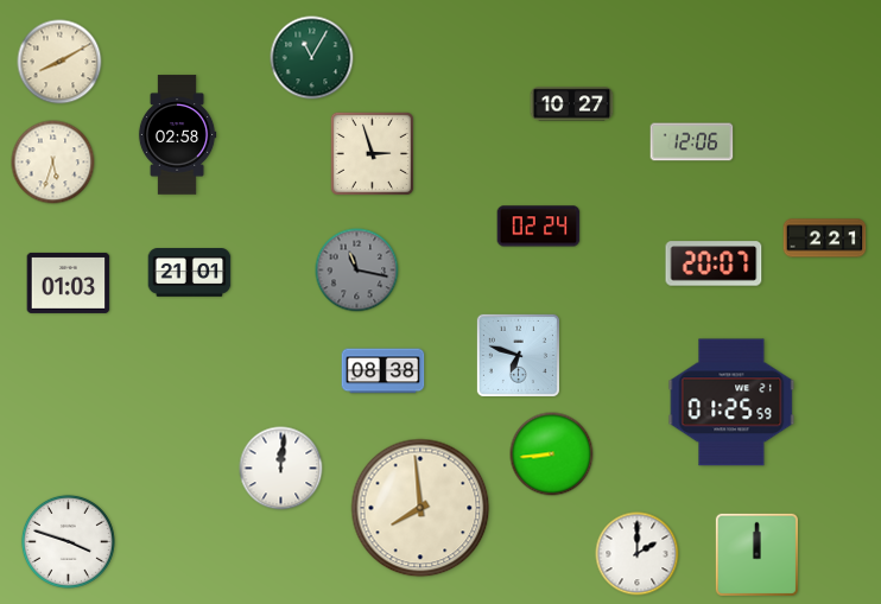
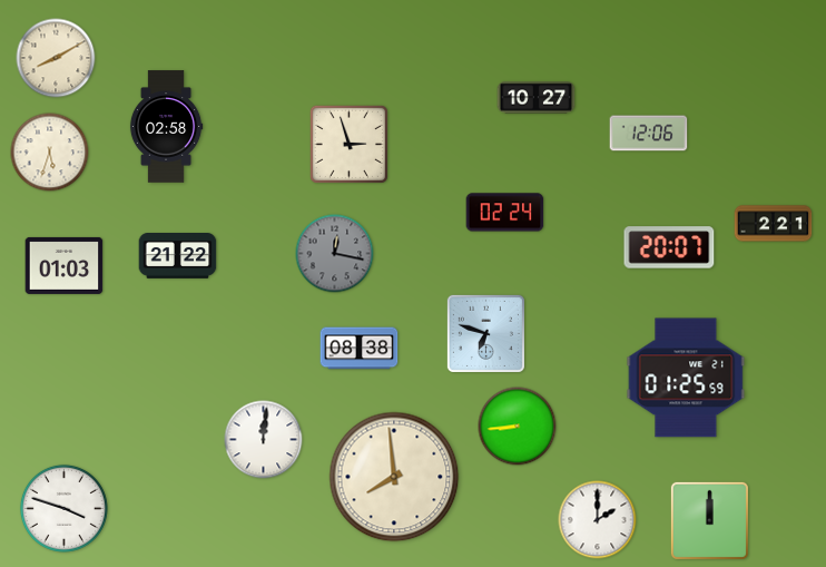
clock at (312, 58): 11:05 -> none
clock at (357, 271): 11:17 -> 12:17
clock at (190, 273): 21:01 -> 21:22
